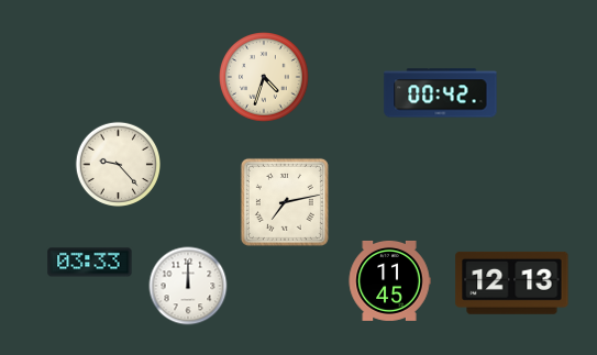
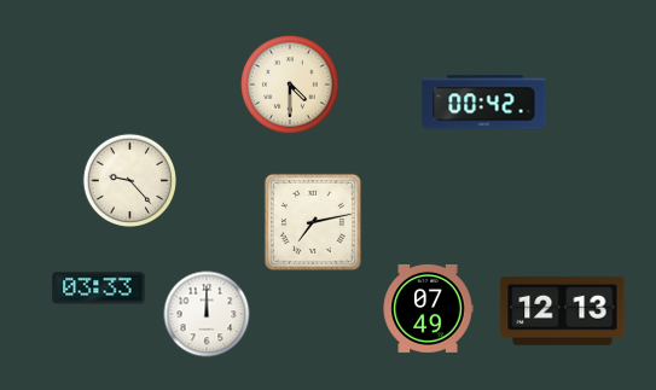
clock at (265, 78): 4:33 -> 4:30
clock at (389, 280): 11:45 -> 07:49
